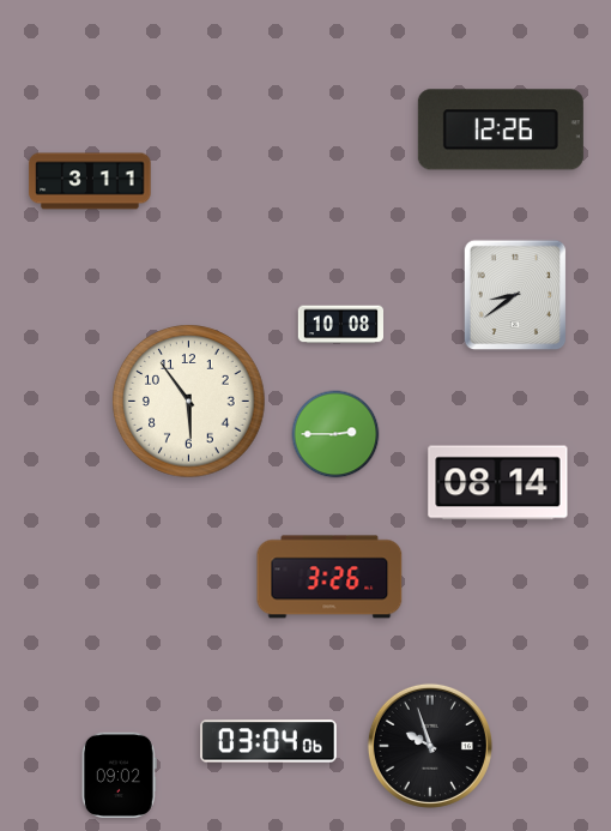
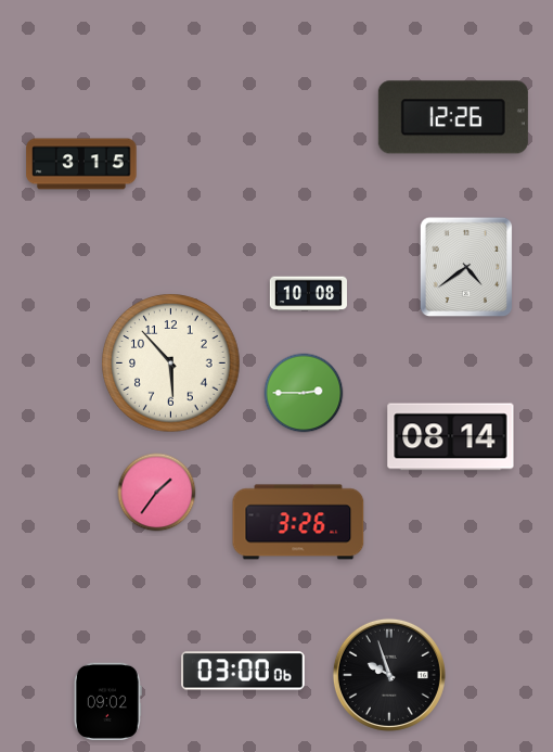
clock at (90, 181): 3:11 -> 3:15
clock at (515, 295): 8:39 -> 4:39
clock at (189, 402): 5:54 -> 5:53
clock at (157, 493): none -> 1:36
clock at (270, 741): 03:04 -> 03:00
